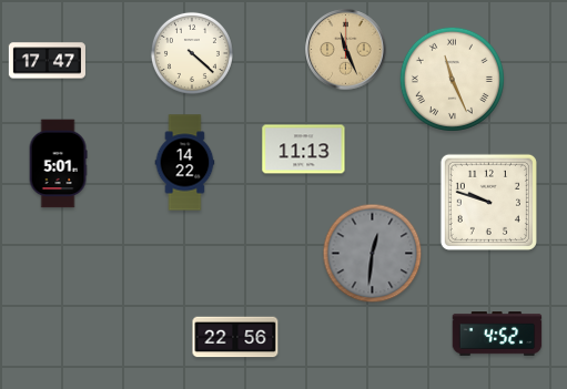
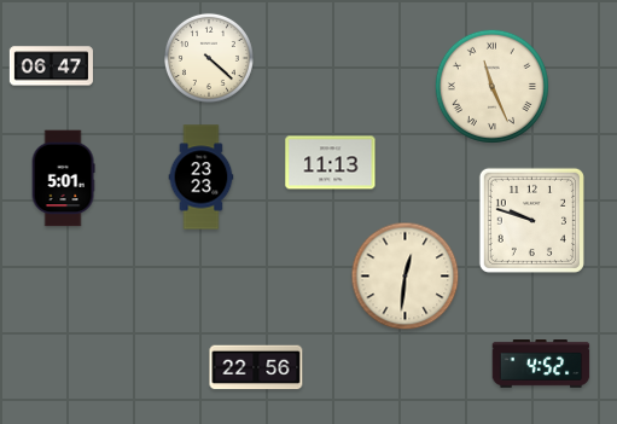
clock at (346, 50): 11:26 -> none
clock at (47, 61): 17:47 -> 06:47
clock at (185, 163): 14:22 -> 23:23
clock at (373, 254) dial: grey -> cream
